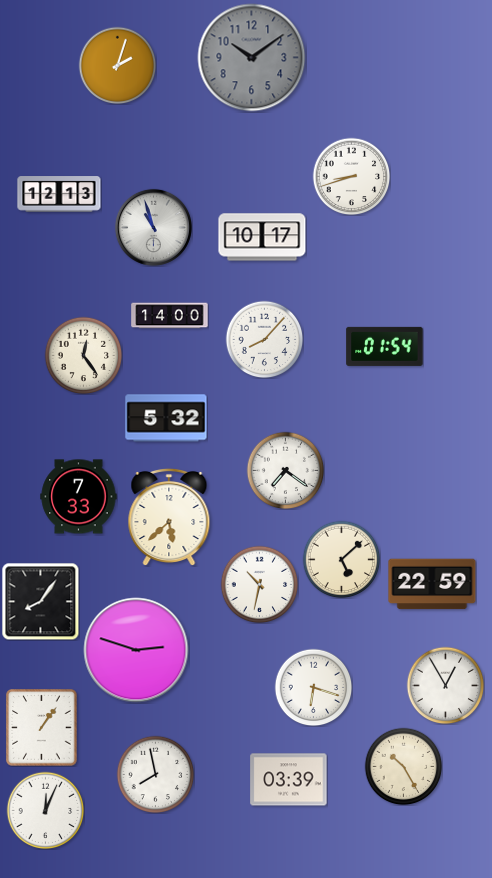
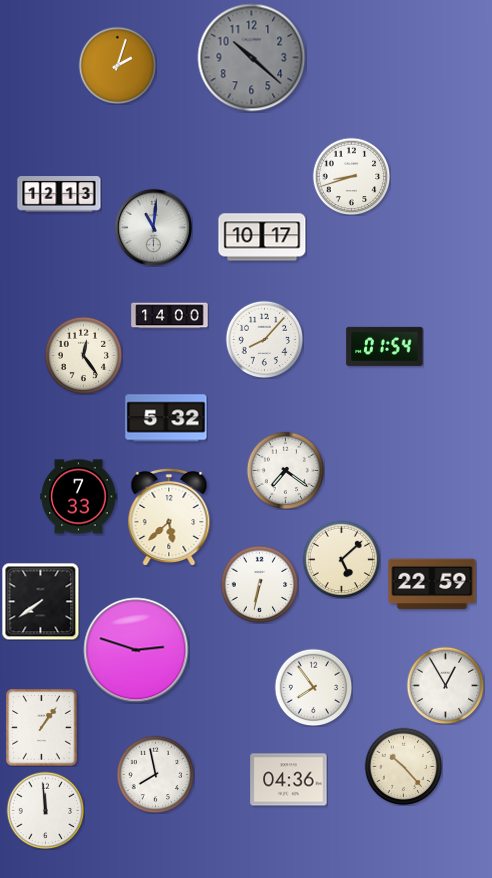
clock at (252, 58): 10:09 -> 10:22
clock at (153, 227): 10:57 -> 11:01
clock at (259, 584): 10:32 -> 6:32
clock at (40, 601): 8:06 -> 7:39
clock at (313, 687): 6:18 -> 7:54
clock at (403, 766): 10:25 -> 10:23
clock at (289, 780): 03:39 -> 04:36
clock at (45, 810): 12:04 -> 11:59
